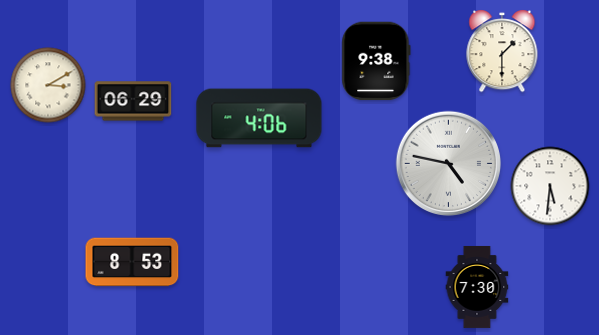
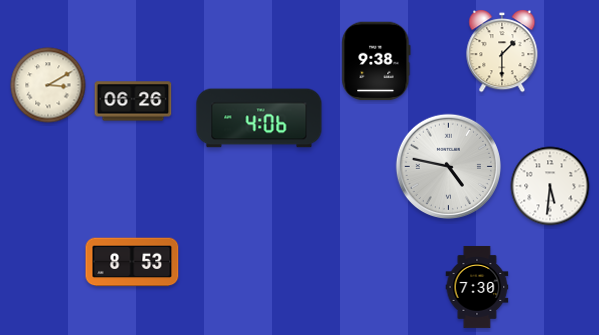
clock at (133, 101): 06:29 -> 06:26
clock at (449, 164) position: (449, 164) -> (449, 167)
